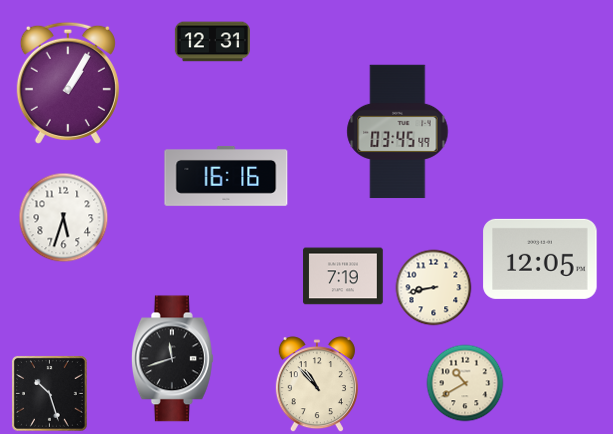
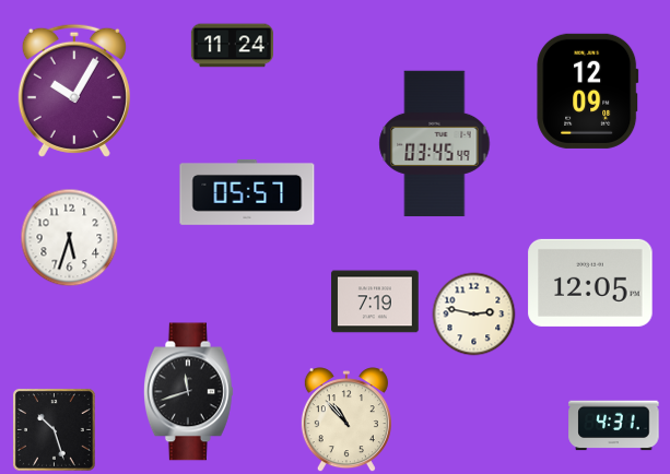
clock at (212, 42): 12:31 -> 11:24
clock at (68, 83): 1:05 -> 10:05
clock at (588, 91): none -> 12:09
clock at (226, 176): 16:16 -> 05:57
clock at (434, 288): 8:43 -> 2:47
clock at (465, 383): 10:40 -> none
clock at (614, 426): none -> 4:31
